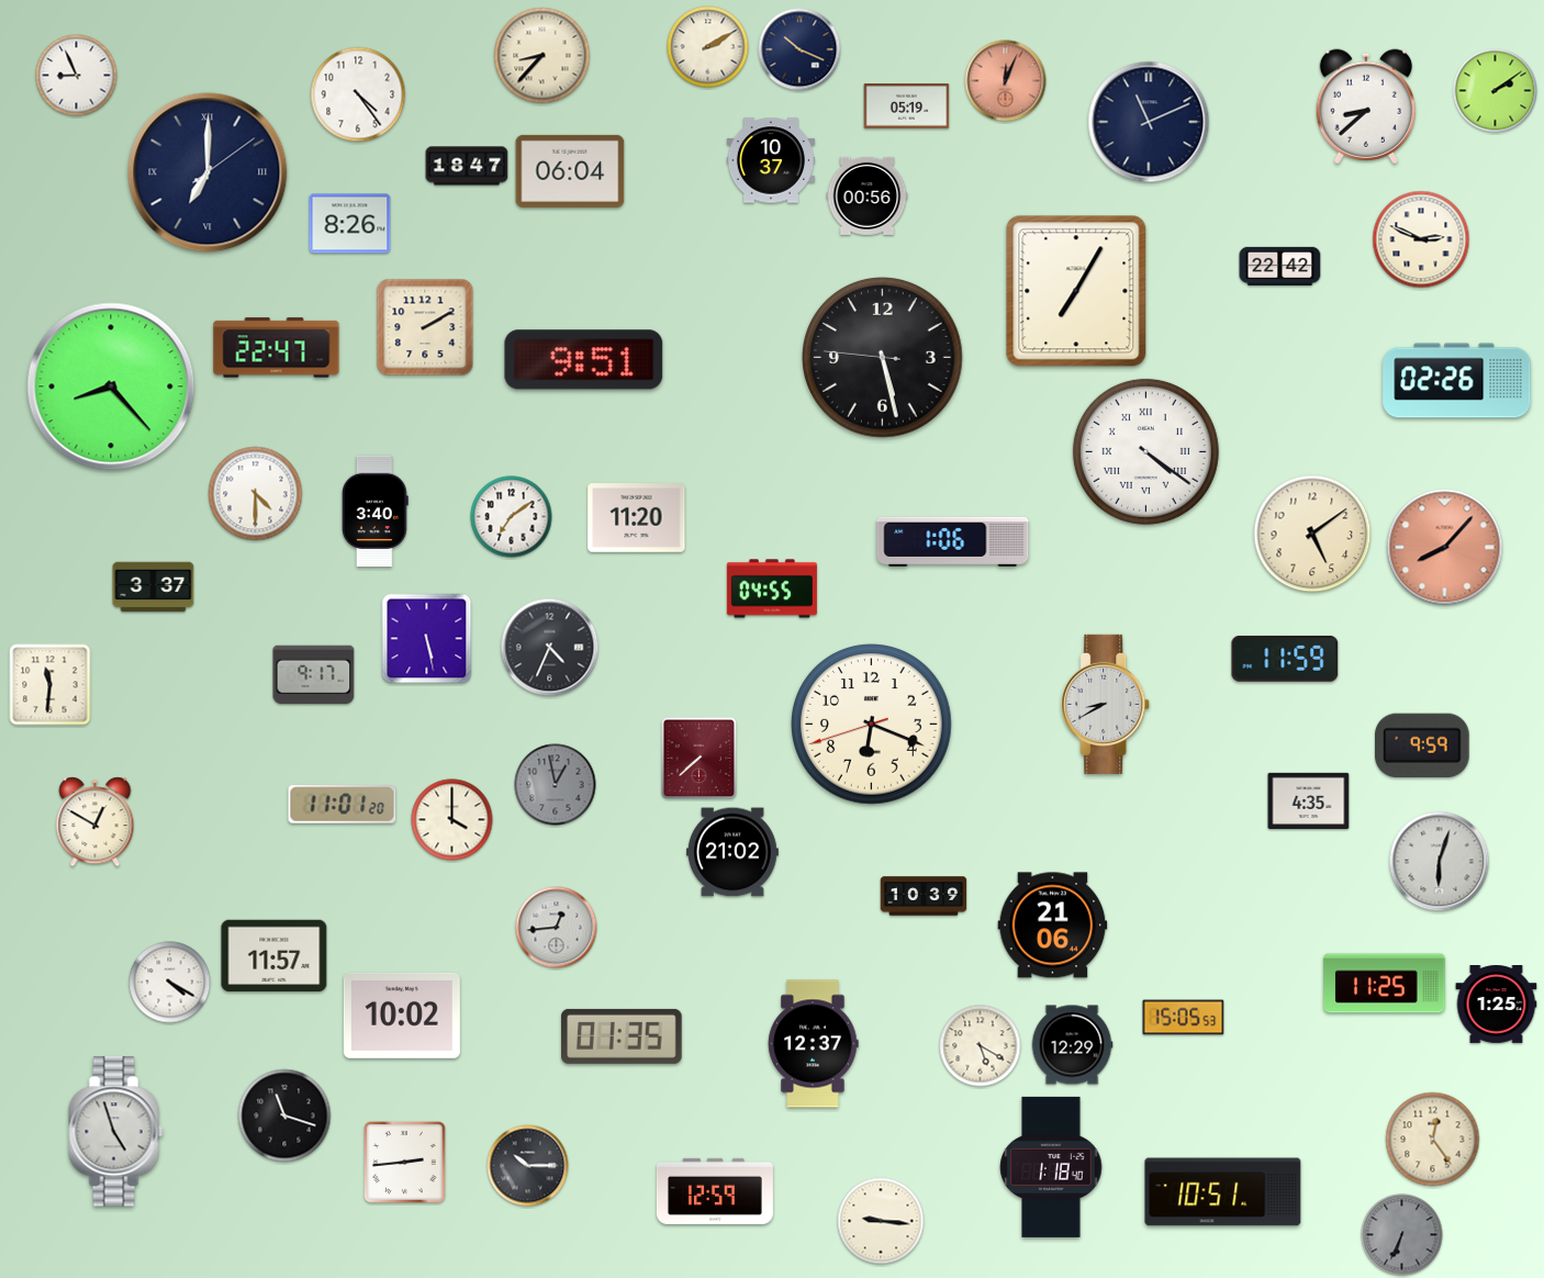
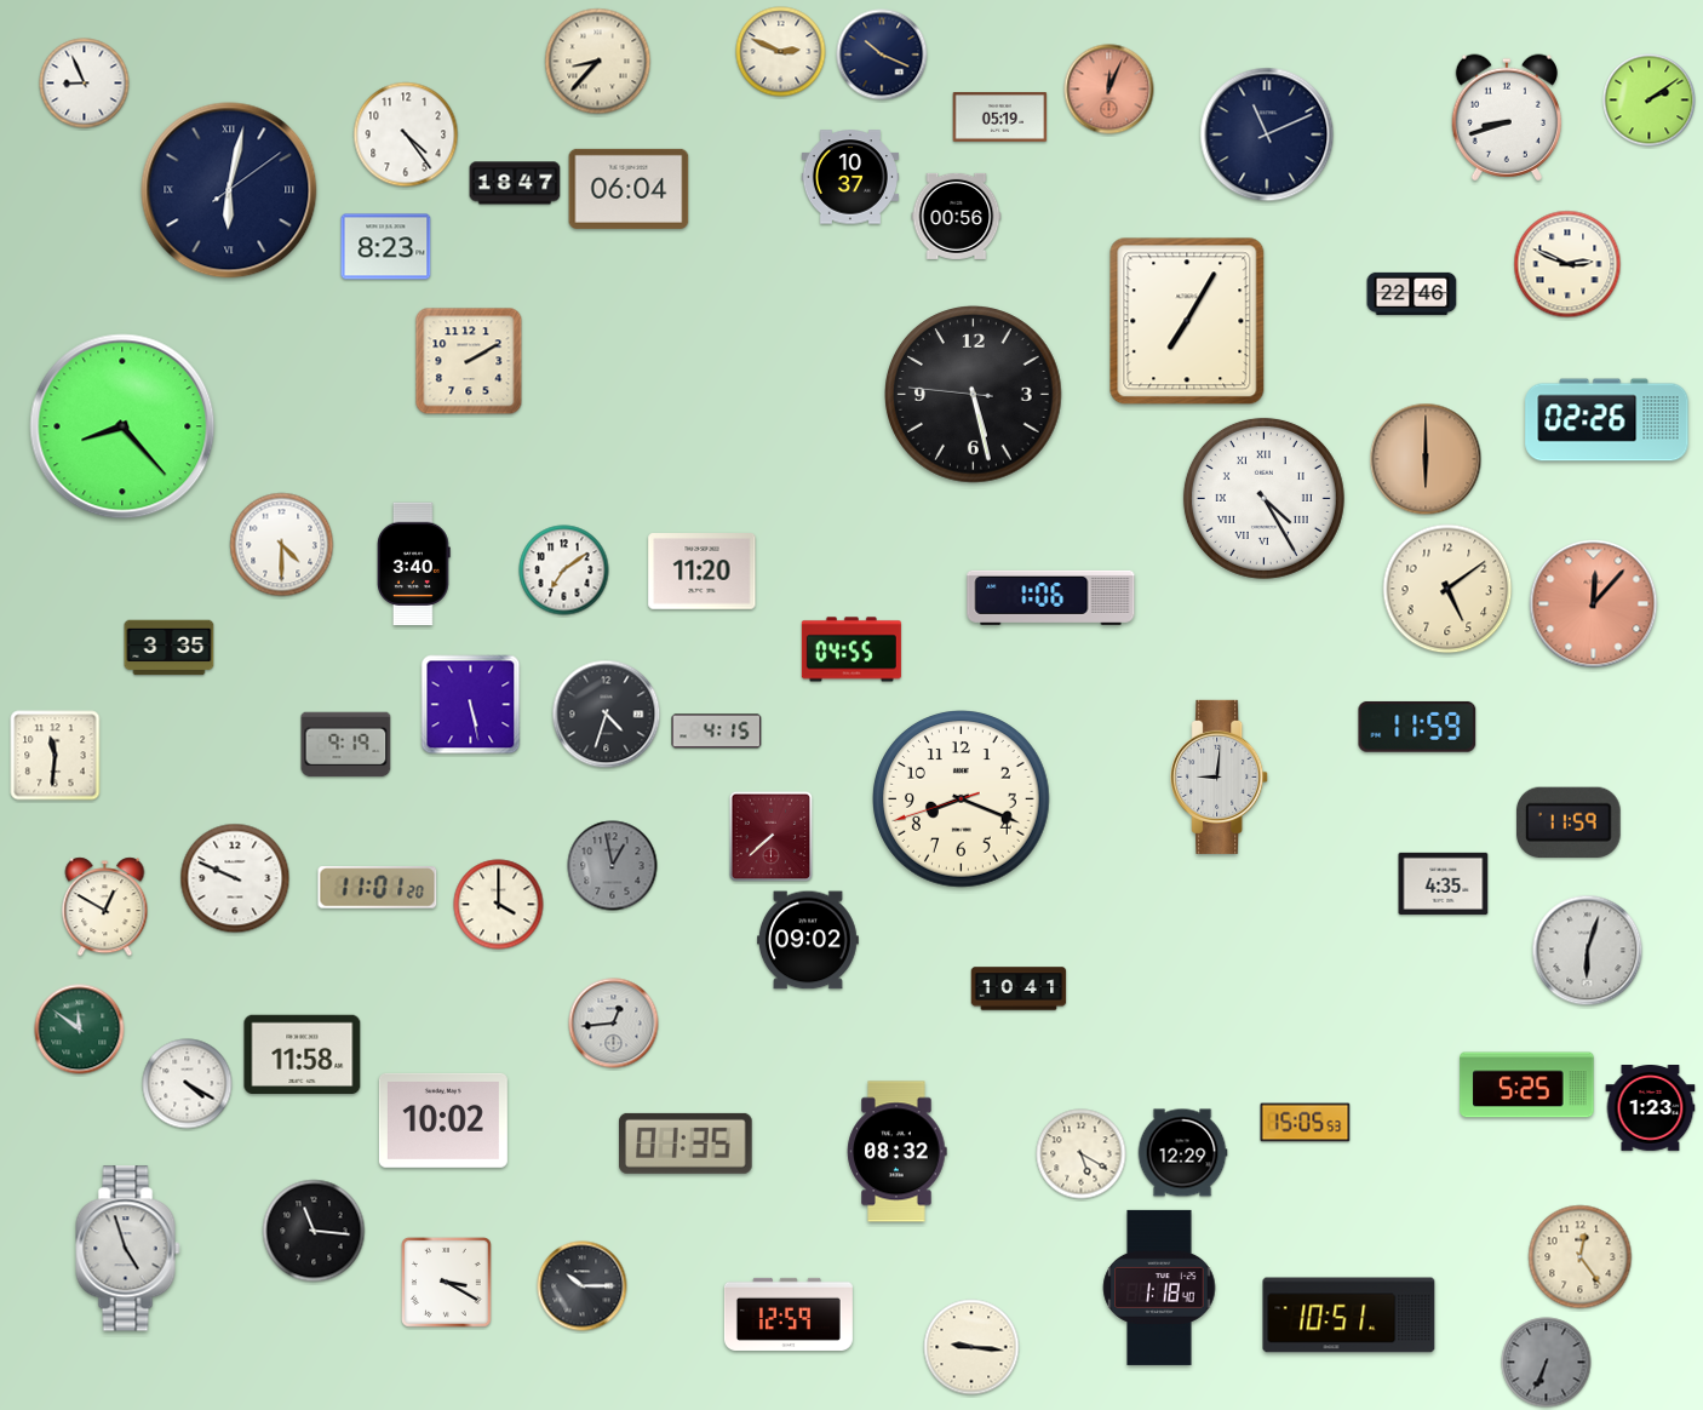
clock at (708, 47): 2:10 -> 2:49
clock at (358, 94) position: (358, 94) -> (406, 134)
clock at (1366, 107): 8:38 -> 8:42
clock at (208, 172): 7:00 -> 6:02
clock at (350, 224): 8:26 -> 8:23
clock at (1280, 266): 22:42 -> 22:46
clock at (277, 348): 22:47 -> none
clock at (584, 360): 9:51 -> none
clock at (1426, 459): none -> 6:00
clock at (1145, 451): 4:21 -> 4:25
clock at (1445, 548): 8:07 -> 12:07
clock at (154, 587): 3:37 -> 3:35
clock at (550, 648): 4:34 -> 4:33
clock at (717, 732): none -> 4:15
clock at (314, 675): 9:17 -> 9:19
clock at (1106, 704): 8:40 -> 9:01
clock at (872, 725): 6:18 -> 8:18
clock at (1423, 744): 9:59 -> 11:59
clock at (235, 878): none -> 9:49
clock at (734, 852): 21:02 -> 09:02
clock at (924, 896): 10:39 -> 10:41
clock at (1053, 926): 21:06 -> none
clock at (80, 1030): none -> 11:51
clock at (275, 955): 11:57 -> 11:58
clock at (1385, 984): 11:25 -> 5:25
clock at (1497, 1005): 1:25 -> 1:23
clock at (814, 1044): 12:37 -> 08:32
clock at (284, 1116): 11:18 -> 11:16
clock at (405, 1163): 2:44 -> 3:20
